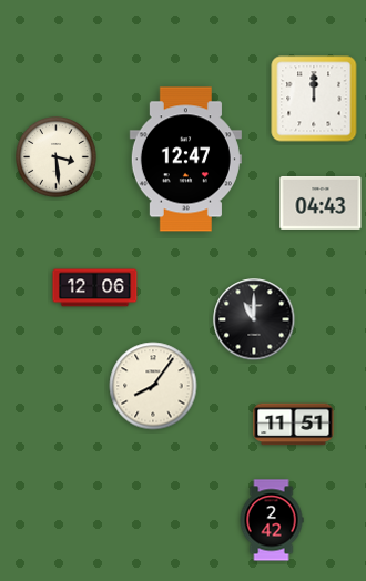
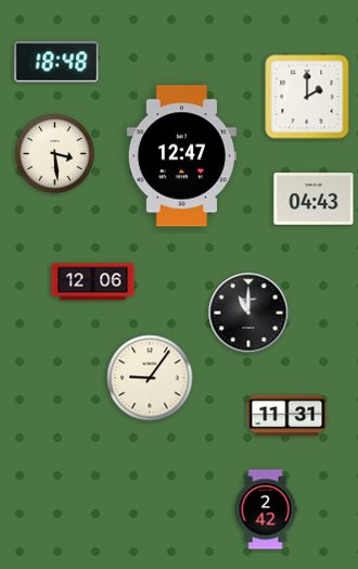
clock at (56, 62): none -> 18:48
clock at (314, 99): 12:00 -> 2:00
clock at (153, 386): 8:06 -> 9:06
clock at (294, 425): 11:51 -> 11:31
